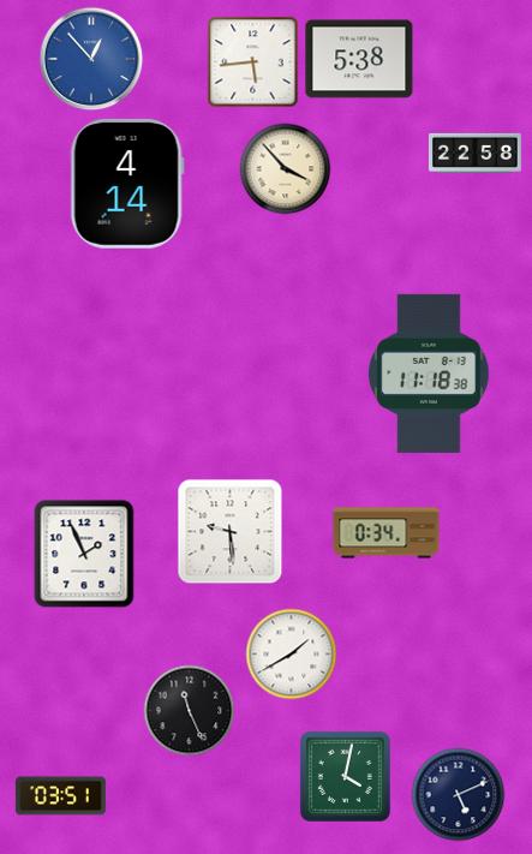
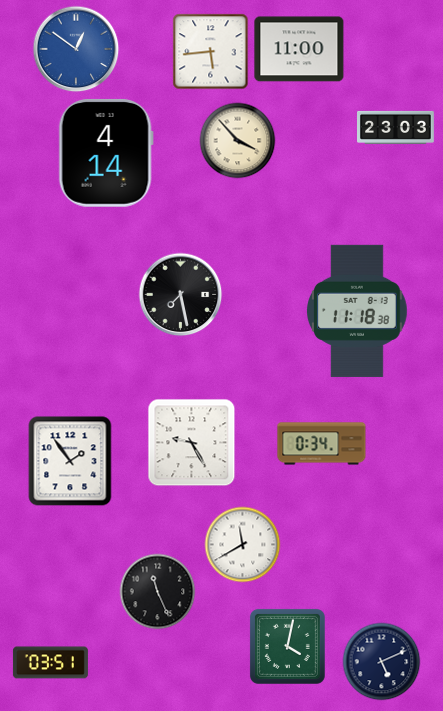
clock at (91, 59): 12:53 -> 12:51
clock at (359, 59): 5:38 -> 11:00
clock at (476, 153): 22:58 -> 23:03
clock at (181, 295): none -> 7:28
clock at (231, 532): 9:29 -> 9:25
clock at (84, 554): 1:56 -> 1:54
clock at (292, 655): 1:40 -> 11:40
